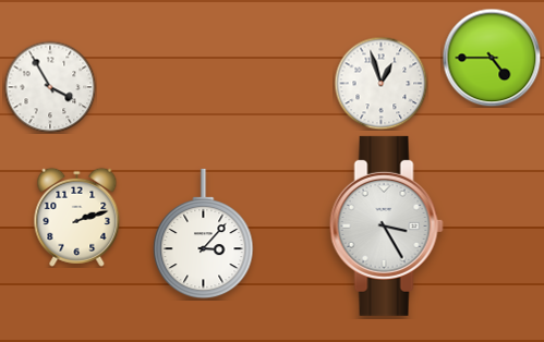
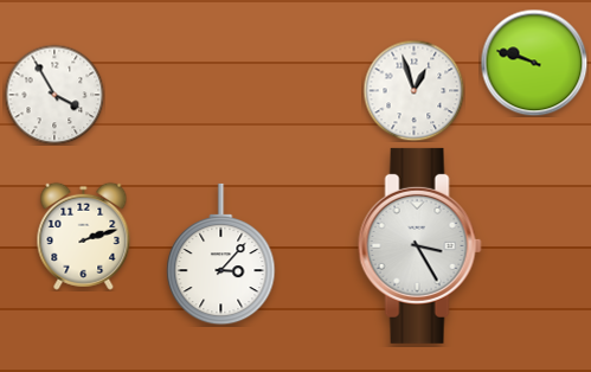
clock at (492, 58): 4:45 -> 9:48
